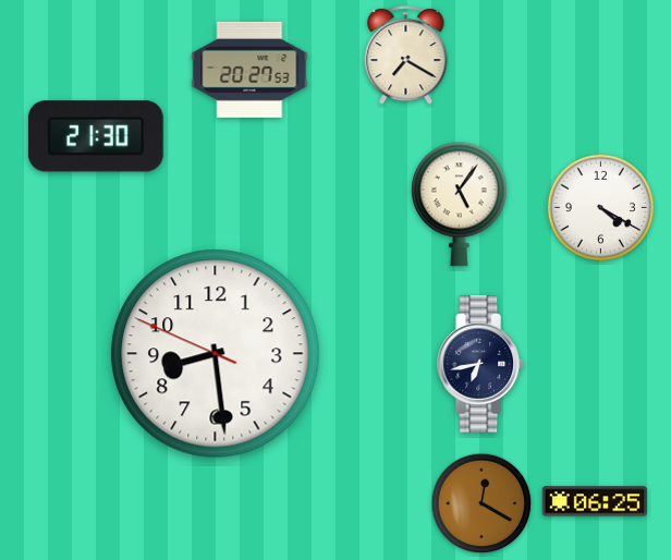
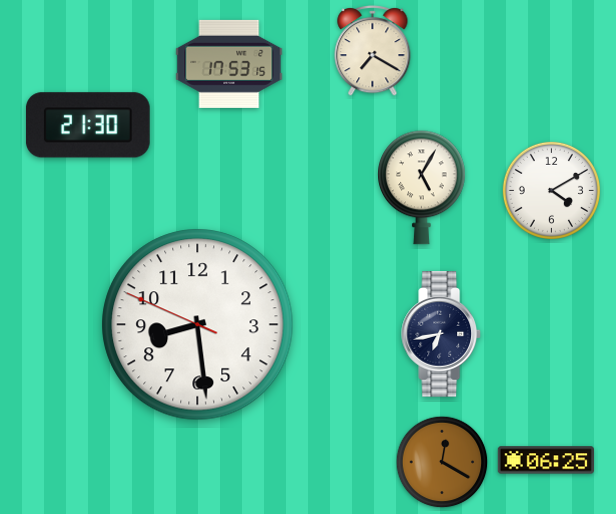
clock at (249, 70): 20:27 -> 17:53
clock at (460, 205): 5:06 -> 5:05
clock at (600, 207): 4:20 -> 4:10
